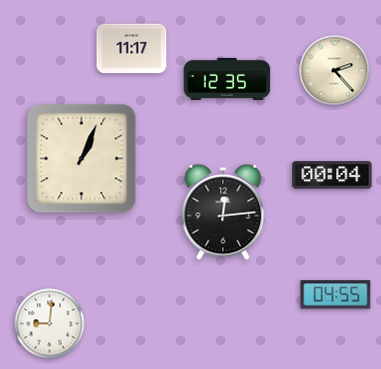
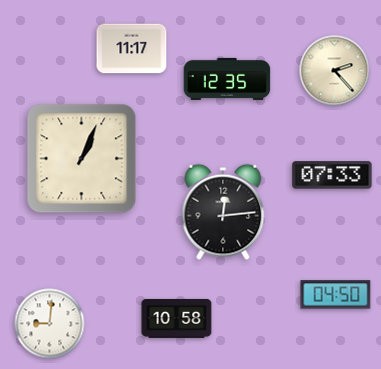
clock at (332, 175): 00:04 -> 07:33
clock at (336, 295): 04:55 -> 04:50
clock at (177, 318): none -> 10:58
